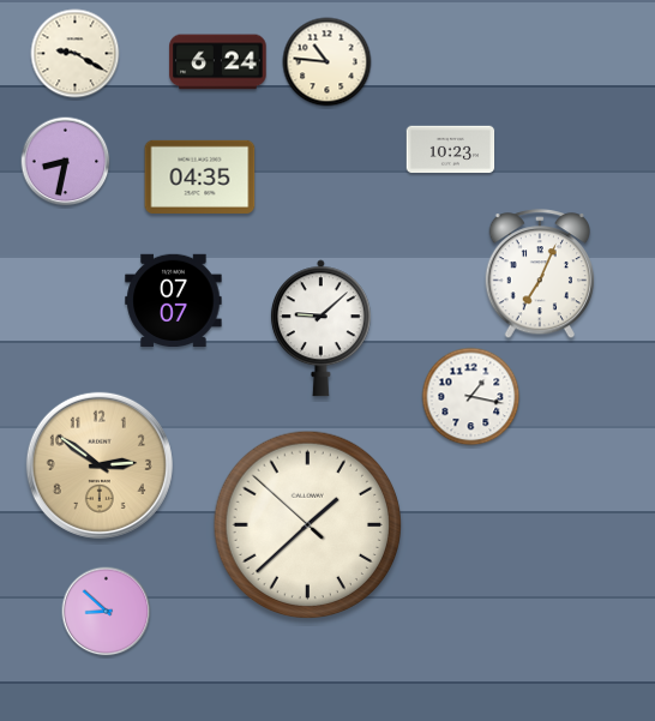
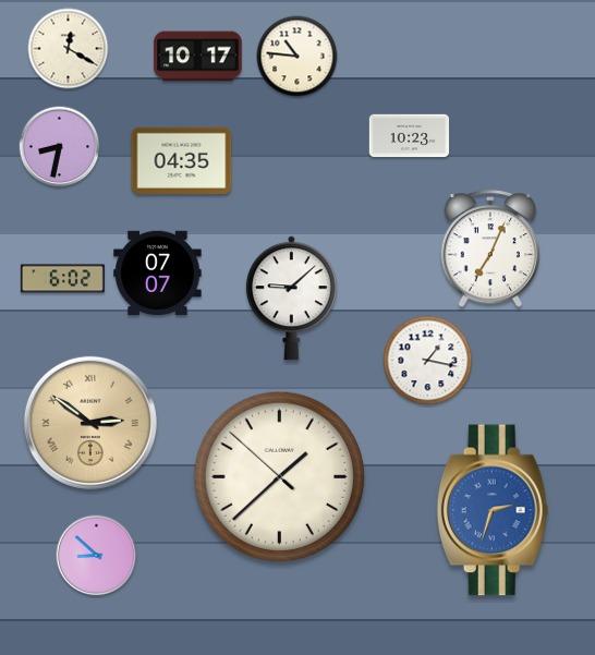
clock at (76, 54): 9:20 -> 12:20
clock at (218, 62): 6:24 -> 10:17
clock at (62, 279): none -> 6:02
clock at (100, 465) numerals: Arabic -> Roman
clock at (493, 510): none -> 2:33
